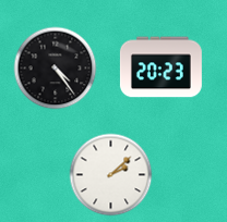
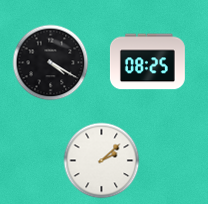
clock at (160, 67): 20:23 -> 08:25
clock at (56, 69): 4:24 -> 4:20
